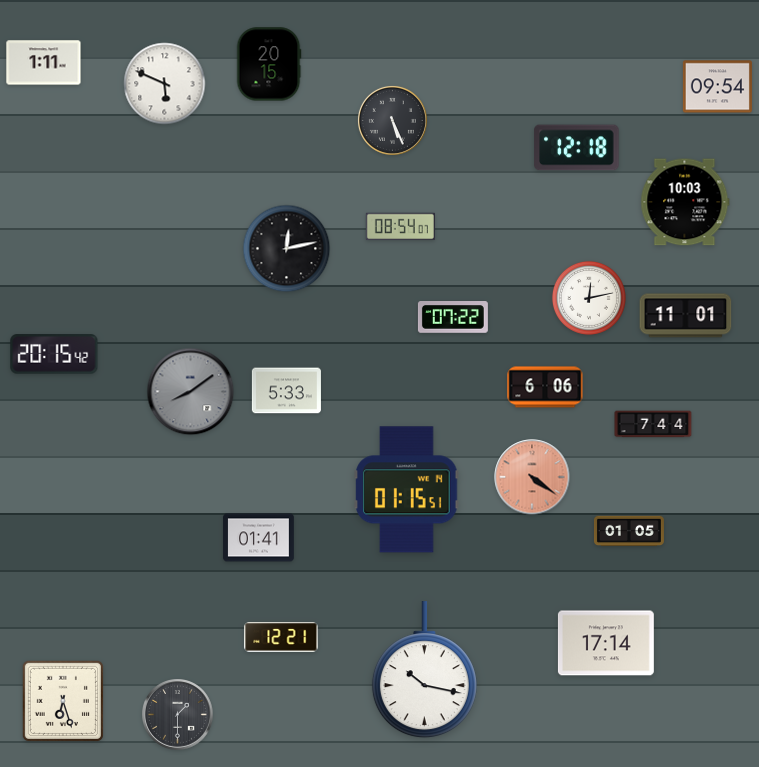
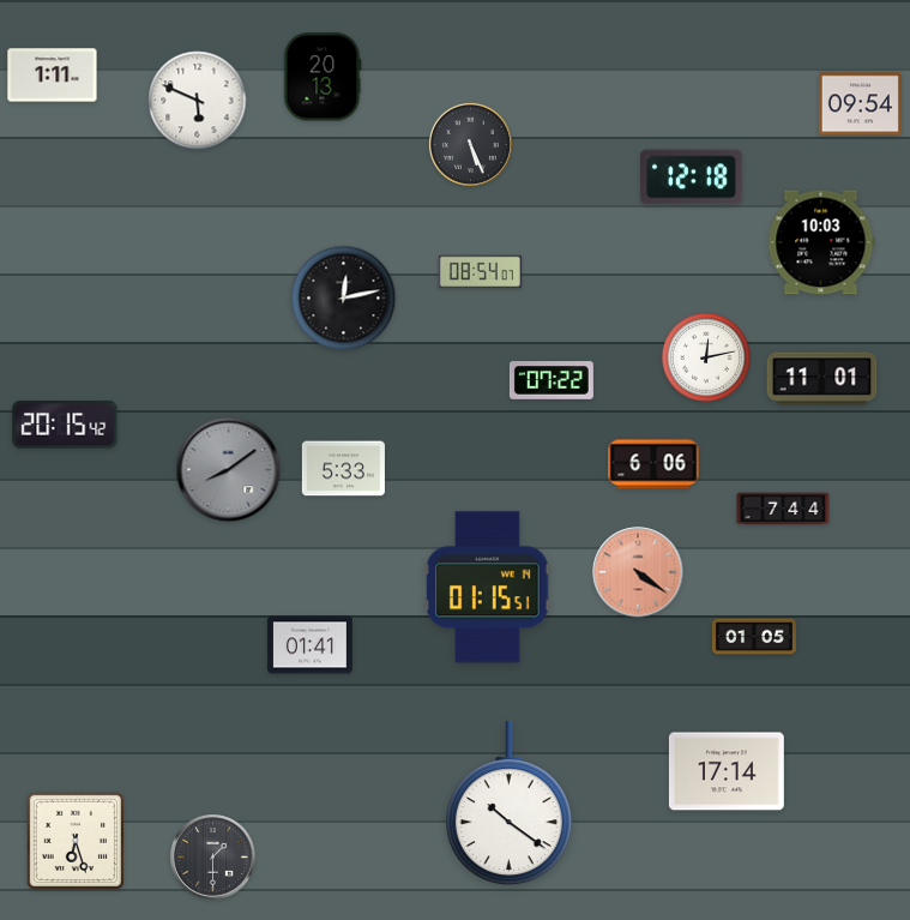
clock at (269, 64): 20:15 -> 20:13
clock at (453, 318) position: (453, 318) -> (552, 381)
clock at (281, 637): 12:21 -> none
clock at (424, 670): 10:17 -> 10:21
